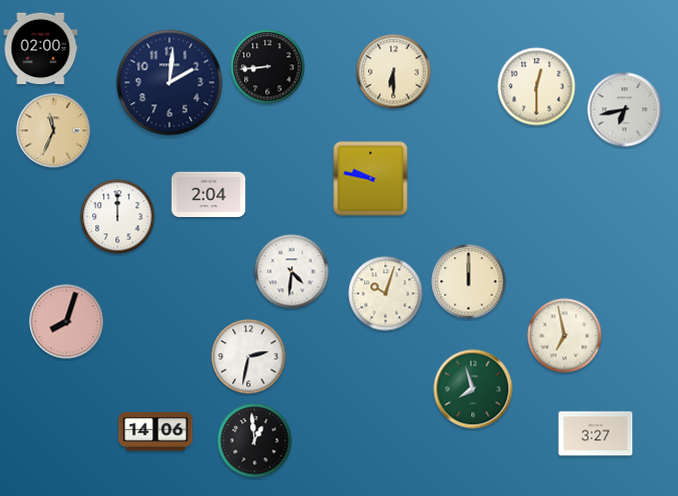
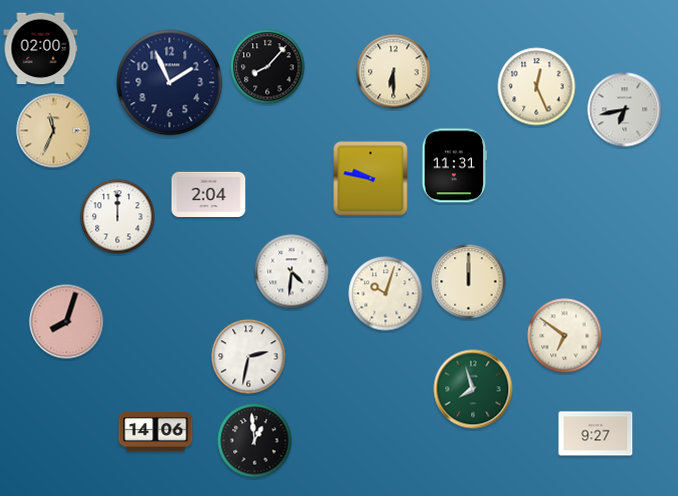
clock at (268, 67): 8:44 -> 8:07
clock at (170, 83): 2:01 -> 1:56
clock at (537, 87): 12:30 -> 12:26
clock at (455, 166): none -> 11:31
clock at (565, 336): 6:58 -> 6:51
clock at (596, 434): 3:27 -> 9:27
